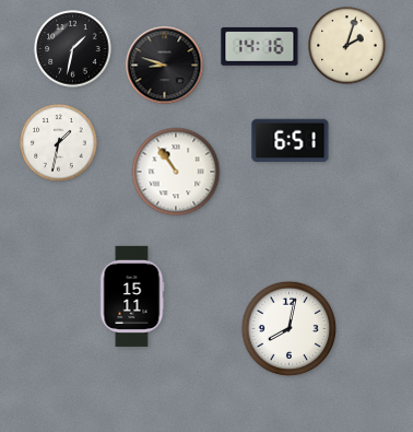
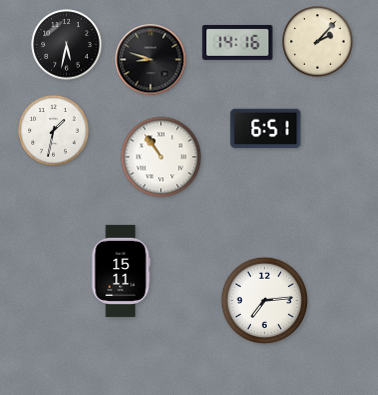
clock at (347, 46): 2:03 -> 2:07
clock at (73, 49): 1:32 -> 5:32
clock at (290, 329): 8:02 -> 7:14
